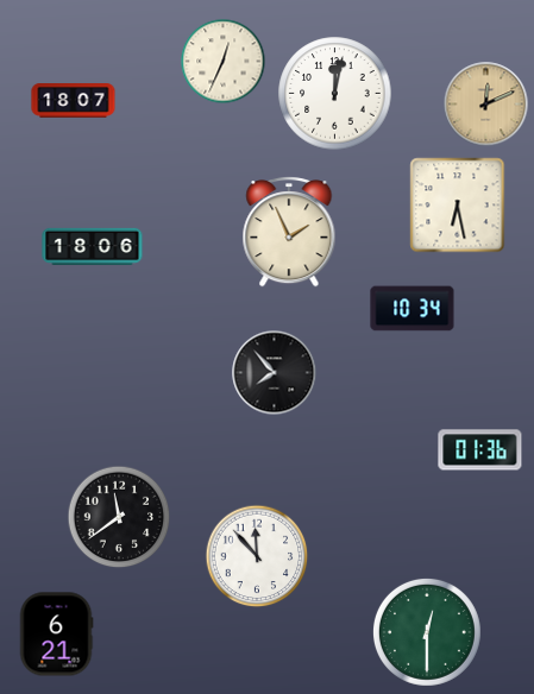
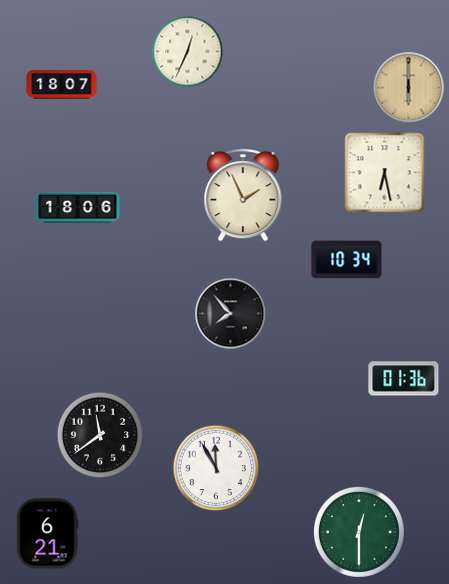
clock at (335, 94): 12:02 -> none
clock at (486, 105): 12:11 -> 6:00
clock at (257, 556): 11:53 -> 11:55
